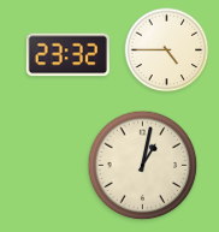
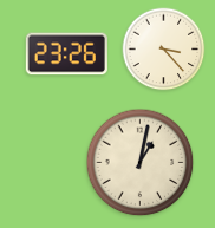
clock at (167, 50): 4:45 -> 3:23
clock at (67, 55): 23:32 -> 23:26
